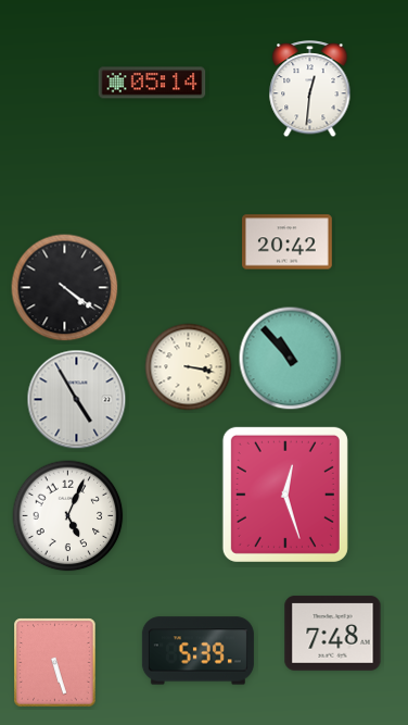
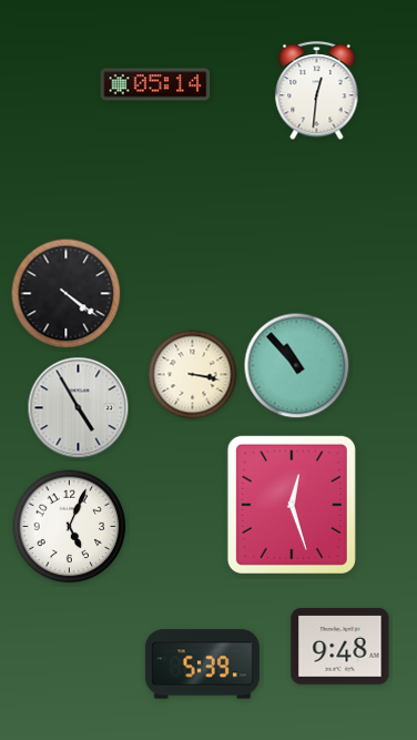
clock at (288, 242): 20:42 -> none
clock at (333, 634): 7:48 -> 9:48
clock at (55, 663): 5:27 -> none
